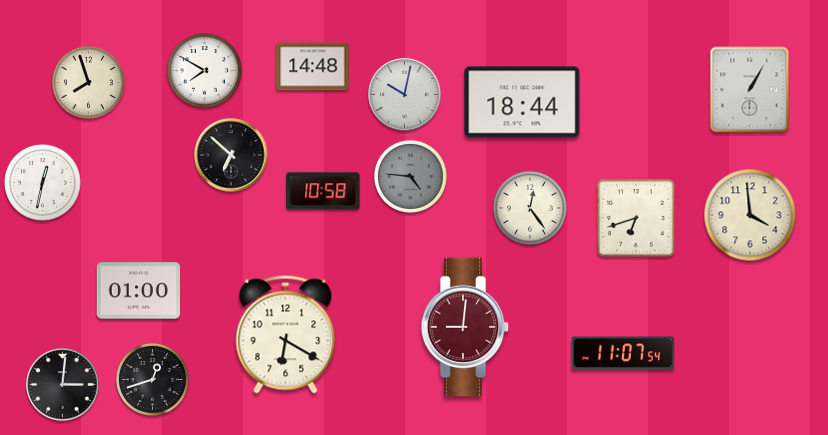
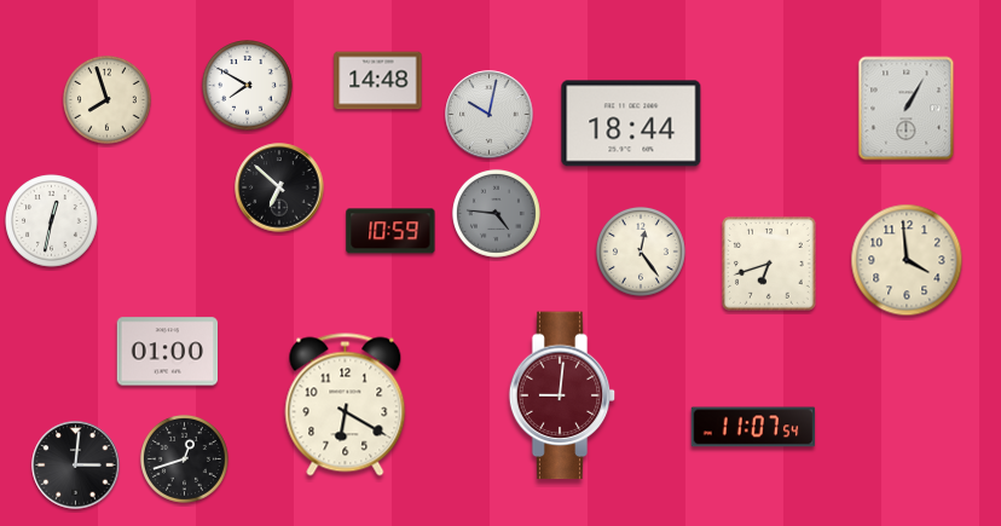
clock at (323, 191): 10:58 -> 10:59
